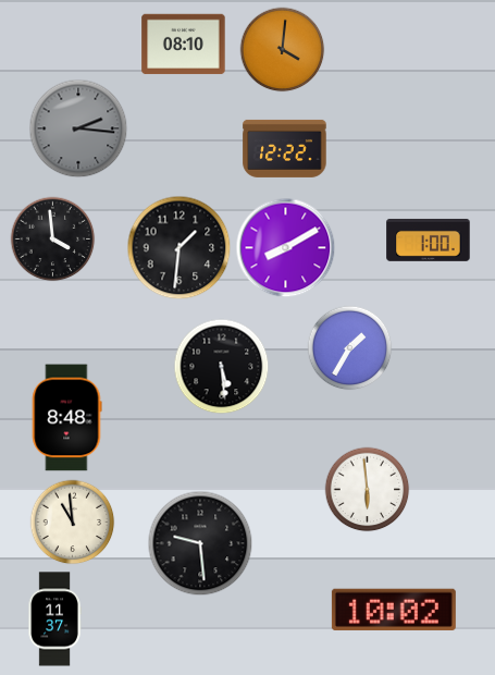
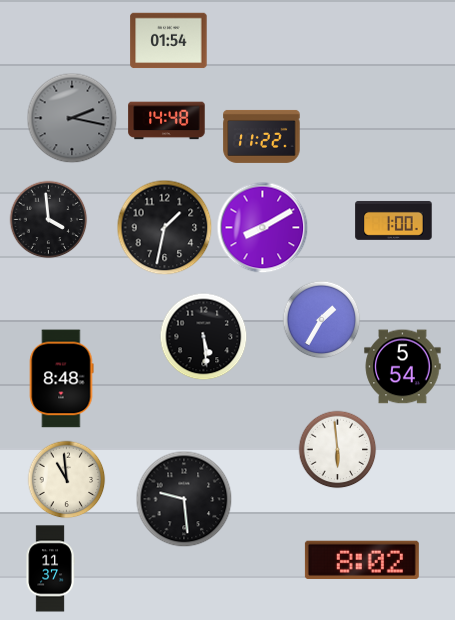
clock at (184, 45): 08:10 -> 01:54
clock at (282, 49): 4:01 -> none
clock at (78, 128): 2:16 -> 2:17
clock at (167, 121): none -> 14:48
clock at (285, 148): 12:22 -> 11:22
clock at (178, 247): 1:31 -> 1:32
clock at (403, 367): none -> 5:54
clock at (66, 418) position: (66, 418) -> (61, 379)
clock at (394, 609): 10:02 -> 8:02
